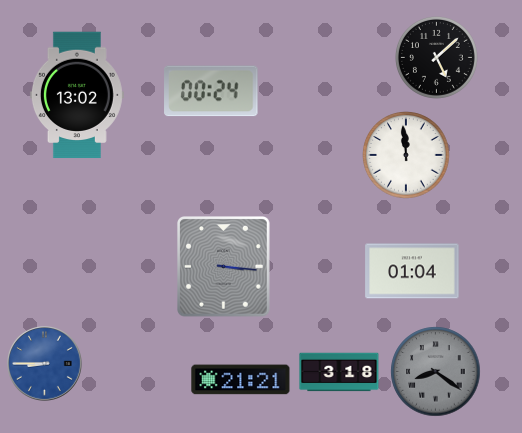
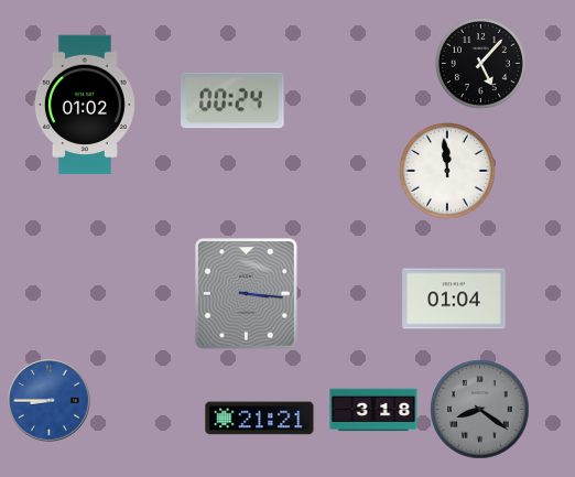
clock at (436, 57): 5:08 -> 5:07
clock at (77, 95): 13:02 -> 01:02
clock at (241, 380) position: (241, 380) -> (260, 419)
